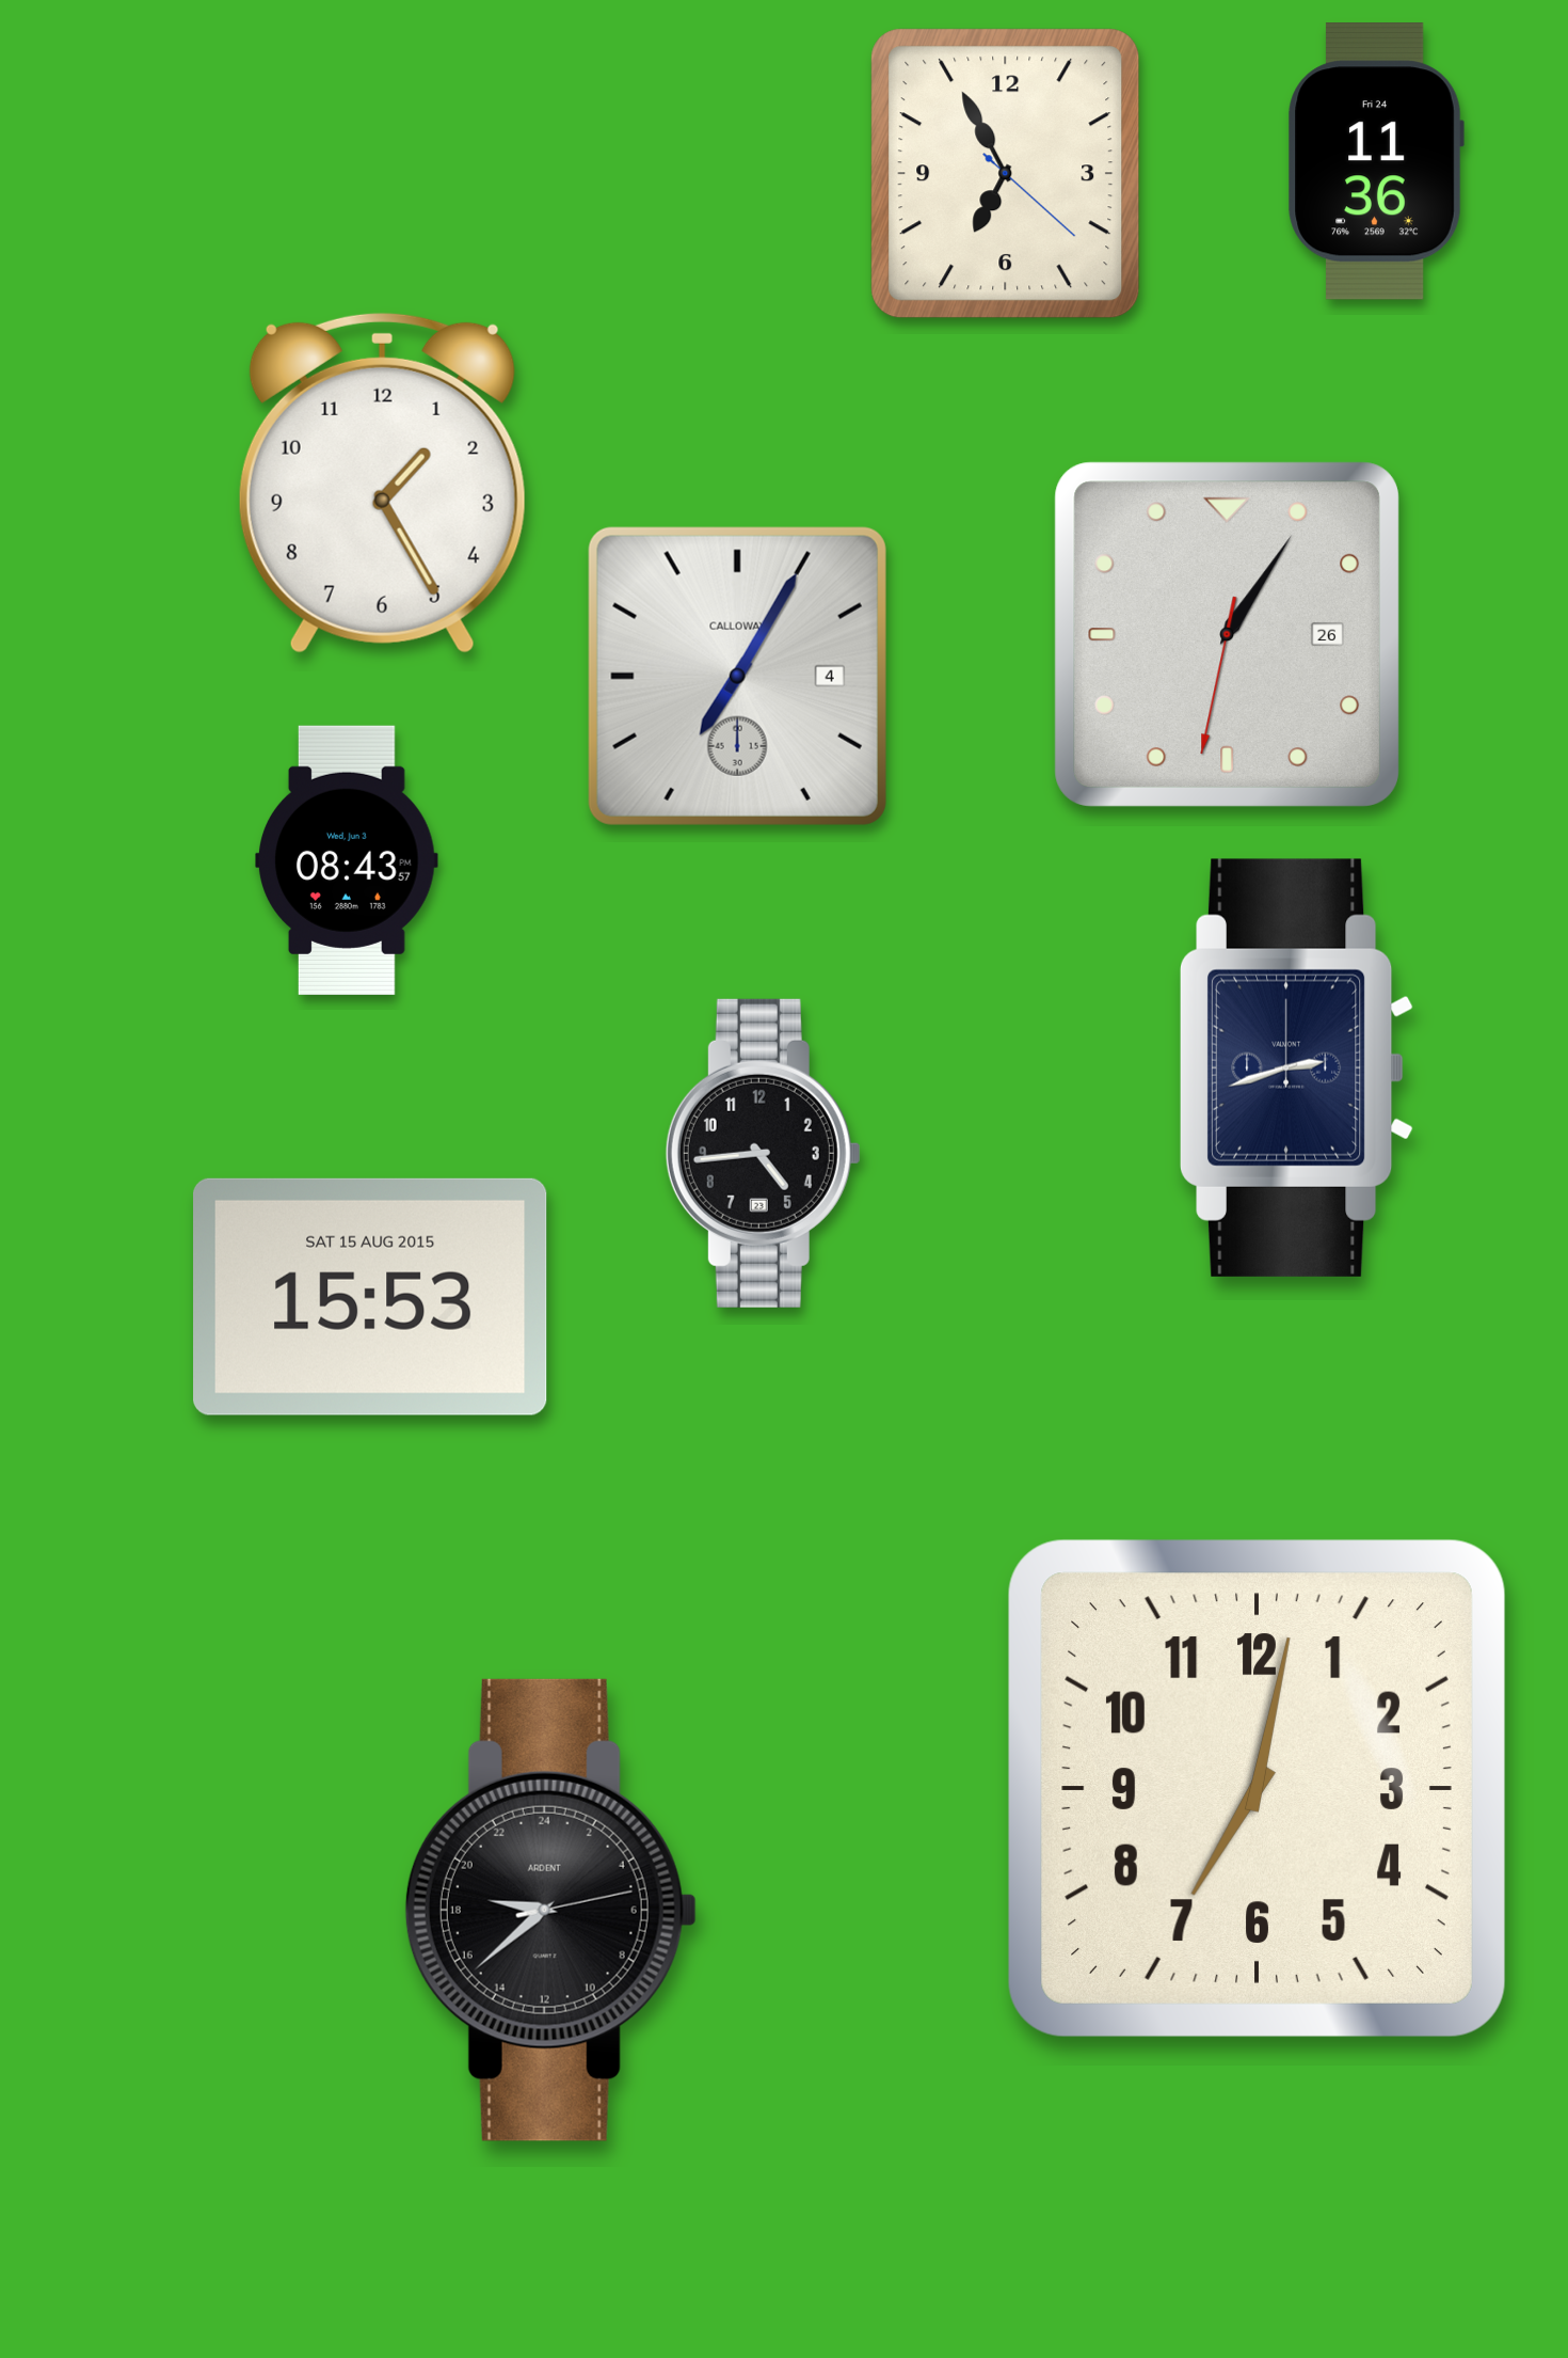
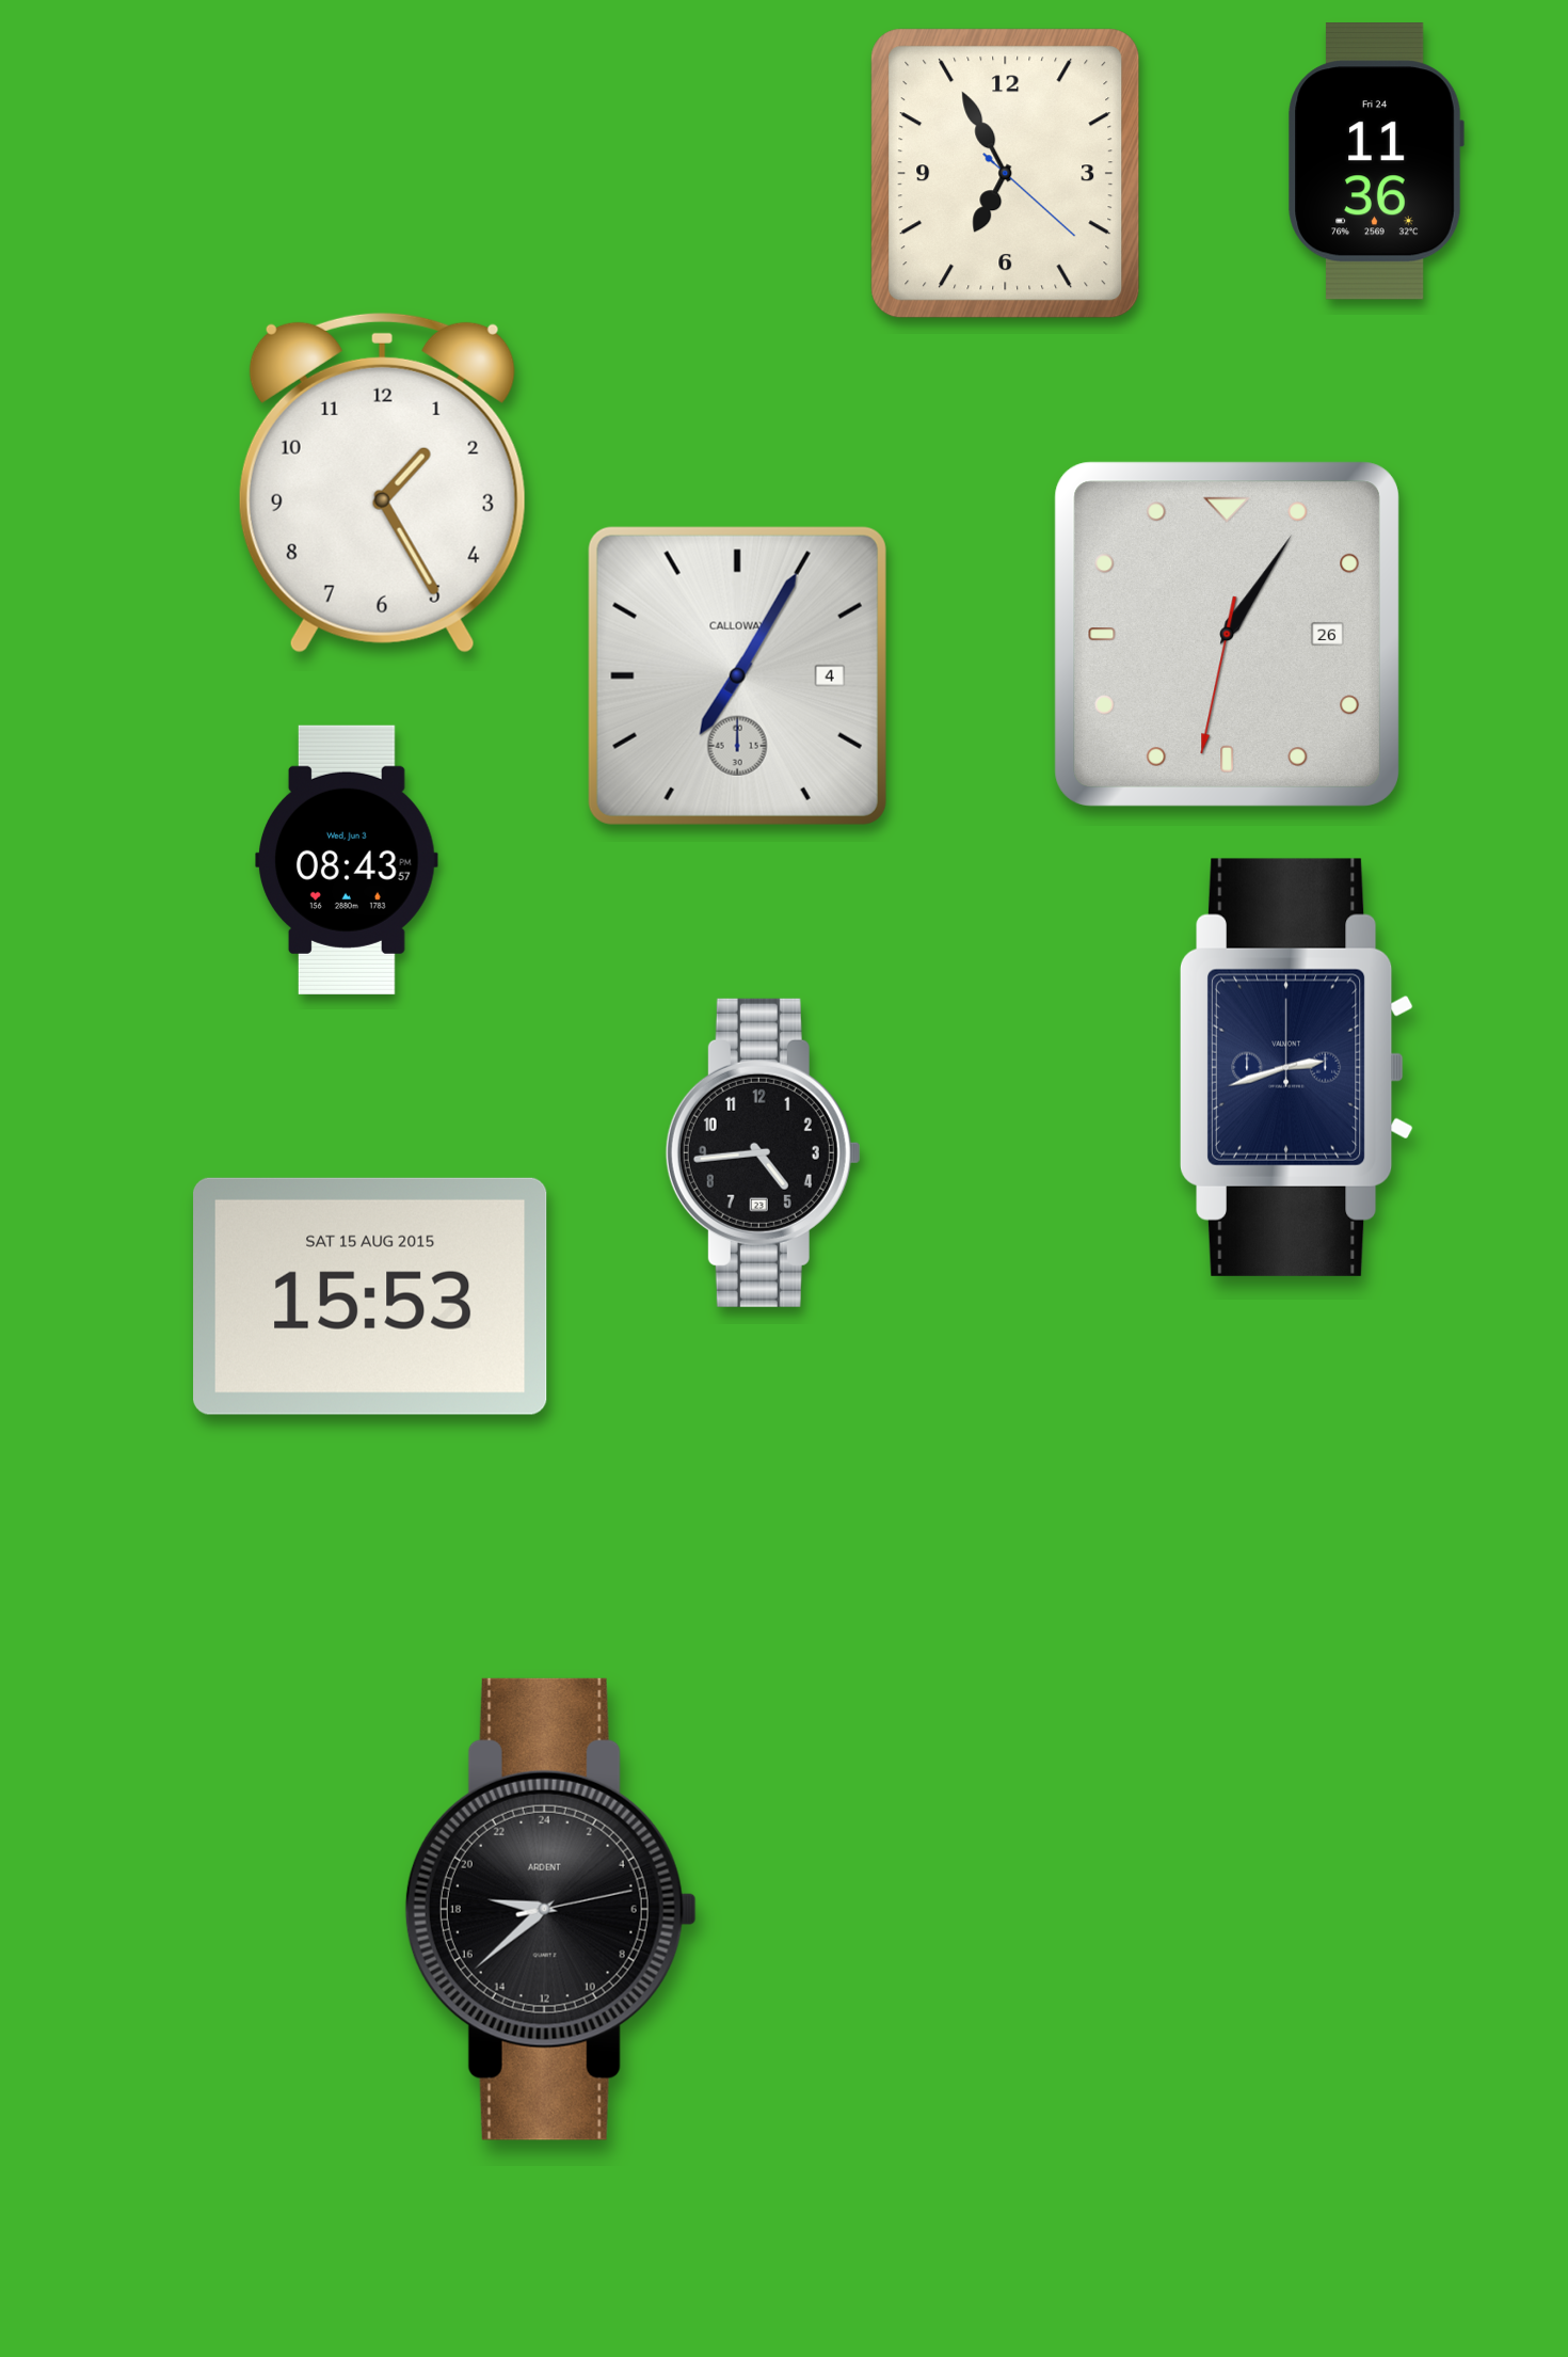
clock at (1257, 1788): 7:02 -> none
